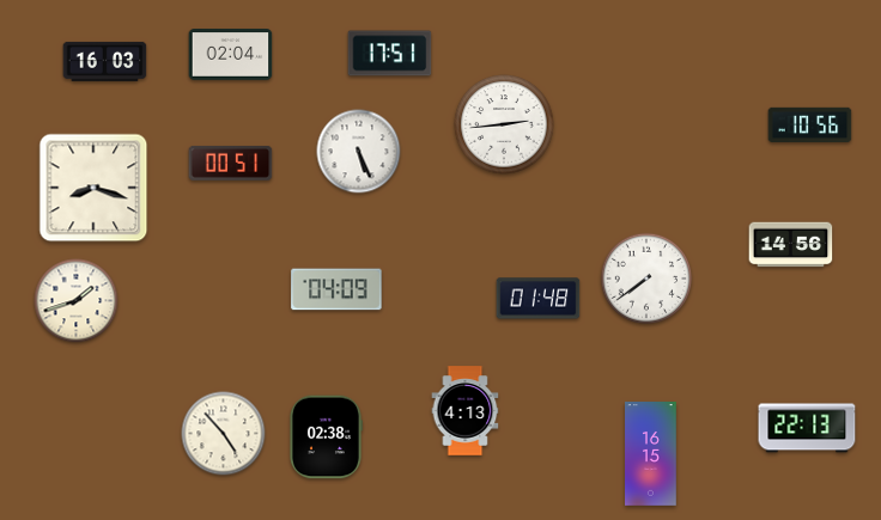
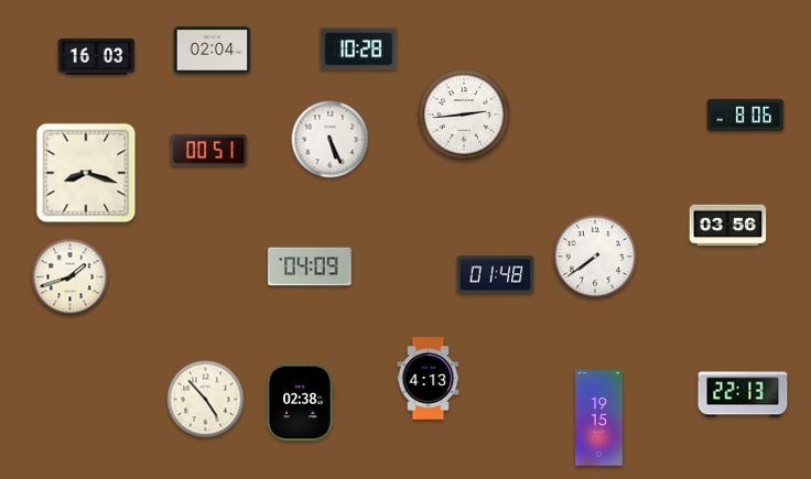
clock at (390, 54): 17:51 -> 10:28
clock at (810, 124): 10:56 -> 8:06
clock at (231, 163) position: (231, 163) -> (209, 150)
clock at (791, 245): 14:56 -> 03:56
clock at (651, 454): 16:15 -> 19:15
